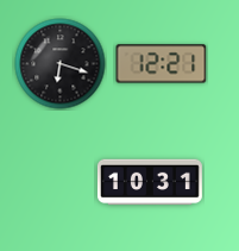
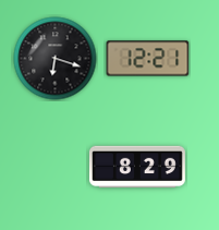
clock at (150, 182): 10:31 -> 8:29
